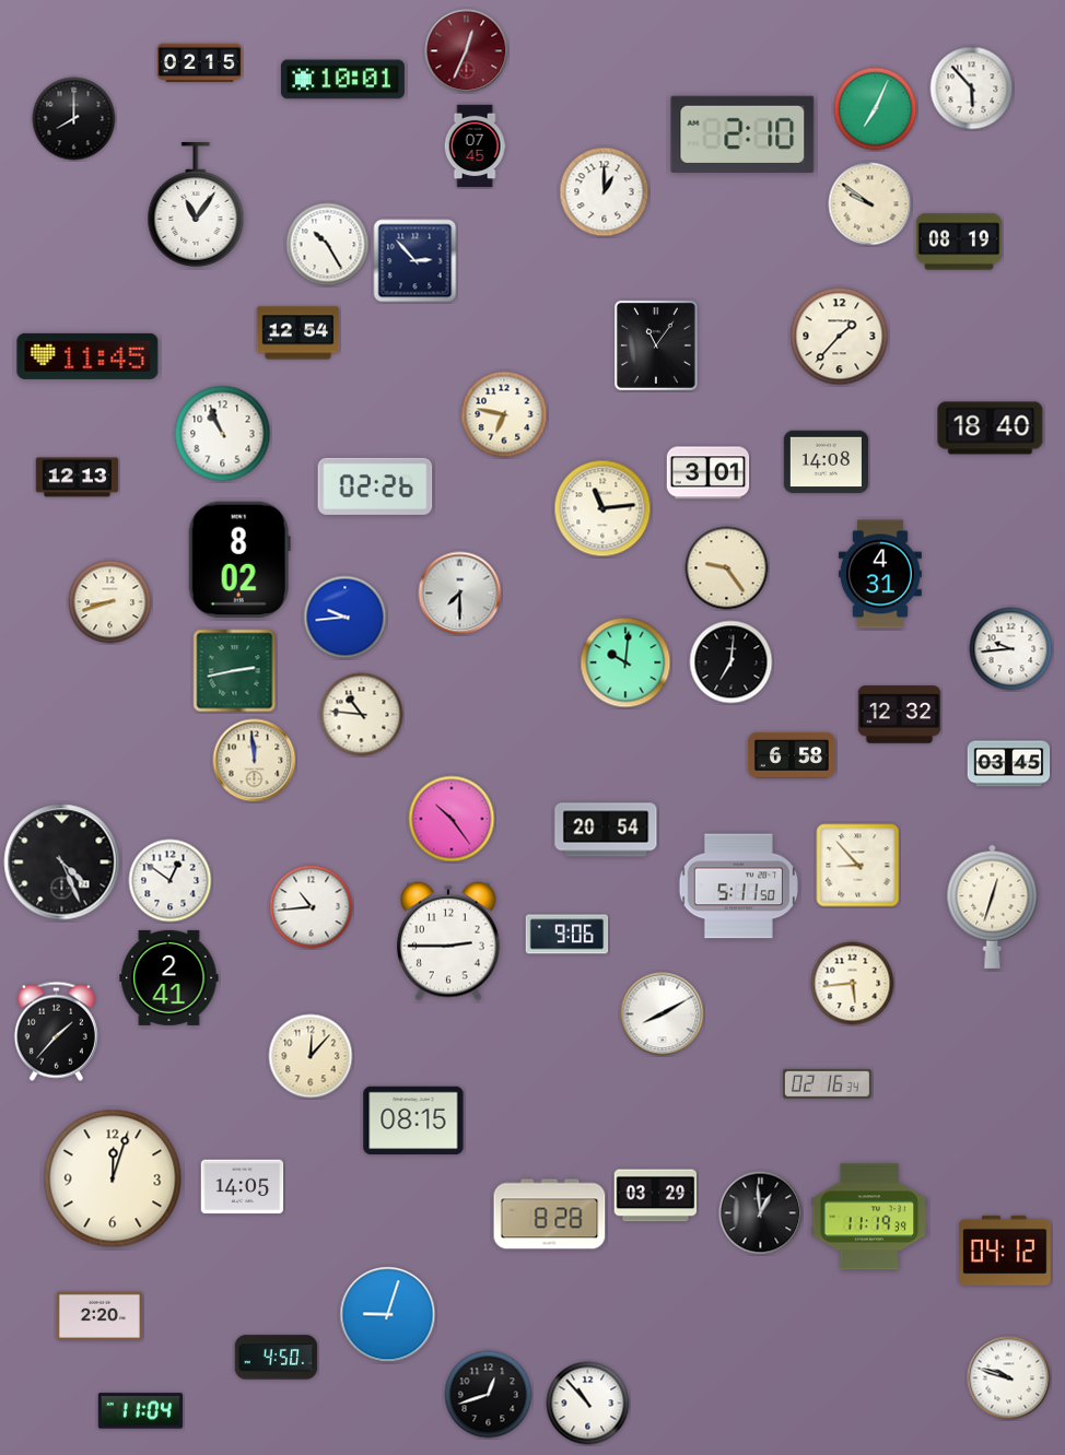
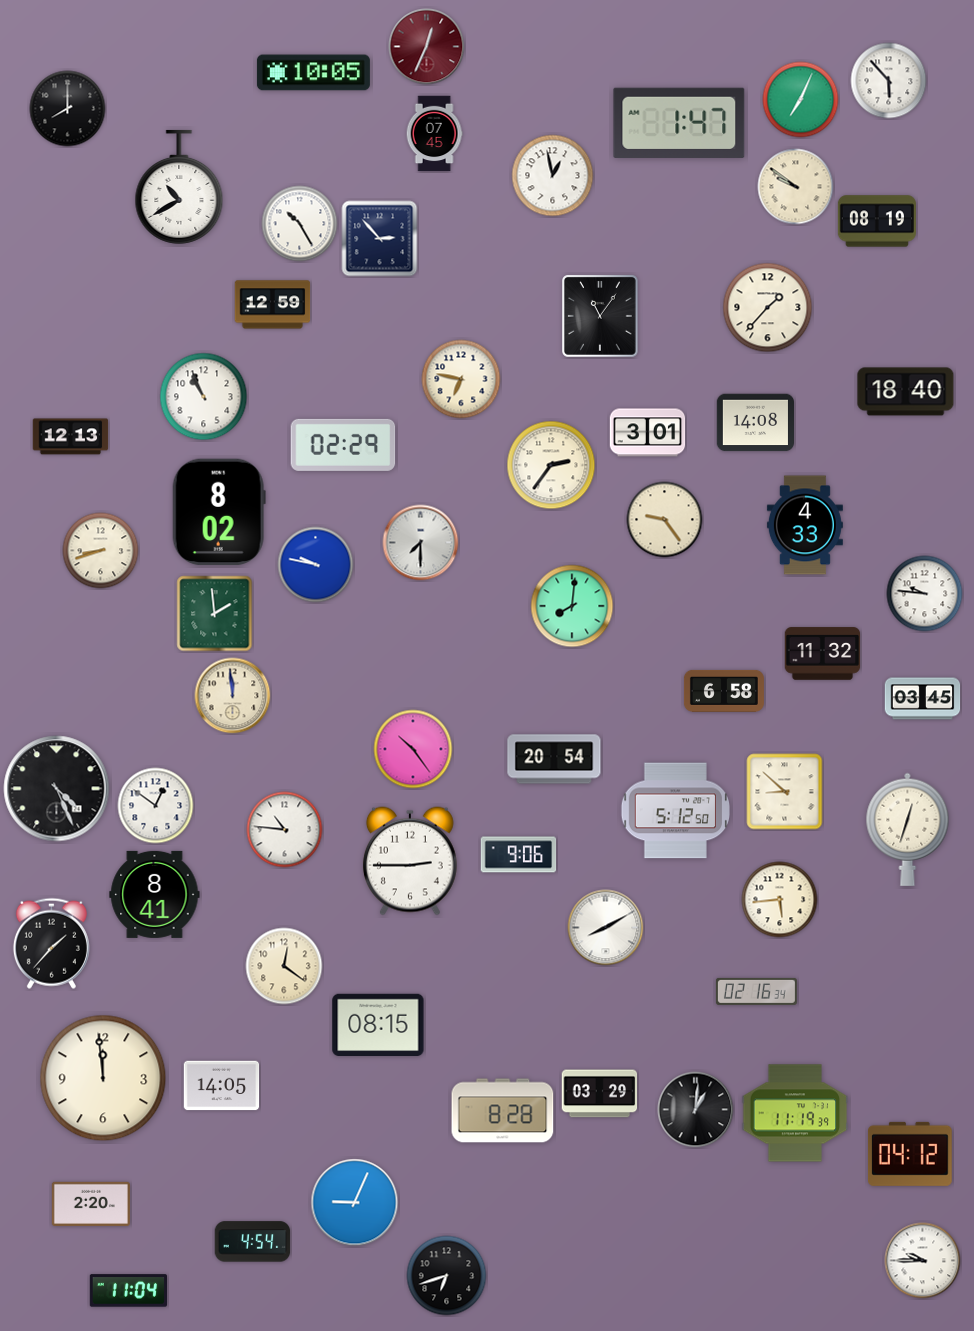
clock at (199, 63): 02:15 -> none
clock at (342, 80): 10:01 -> 10:05
clock at (742, 134): 2:10 -> 1:47
clock at (605, 192): 1:00 -> 12:58
clock at (196, 204): 11:06 -> 10:40
clock at (299, 333): 12:54 -> 12:59
clock at (87, 356): 11:45 -> none
clock at (375, 486): 02:26 -> 02:29
clock at (602, 508): 11:14 -> 2:36
clock at (880, 574): 4:31 -> 4:33
clock at (346, 618): 9:44 -> 9:47
clock at (1011, 649): 9:44 -> 9:46
clock at (625, 662): 10:01 -> 8:01
clock at (732, 662): 7:01 -> none
clock at (235, 671): 2:43 -> 1:59
clock at (362, 715): 10:46 -> none
clock at (900, 715): 12:32 -> 11:32
clock at (858, 866): 8:53 -> 8:52
clock at (738, 887): 5:11 -> 5:12
clock at (312, 907): 10:44 -> 10:46
clock at (169, 977): 2:41 -> 8:41
clock at (311, 1056): 12:07 -> 12:21
clock at (113, 1178): 12:03 -> 11:59
clock at (761, 1213): 12:59 -> 1:01
clock at (1006, 1251) position: (1006, 1251) -> (911, 1154)
clock at (388, 1315): 9:03 -> 9:04
clock at (277, 1358): 4:50 -> 4:54
clock at (1009, 1378): 9:48 -> 9:45
clock at (489, 1395): 12:42 -> 6:42
clock at (588, 1404): 10:53 -> none
